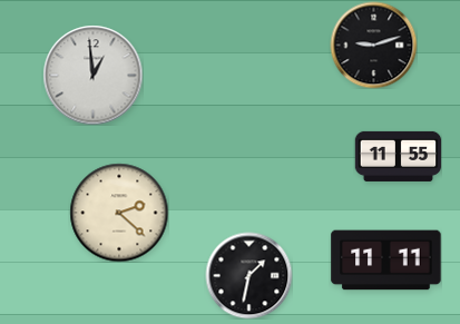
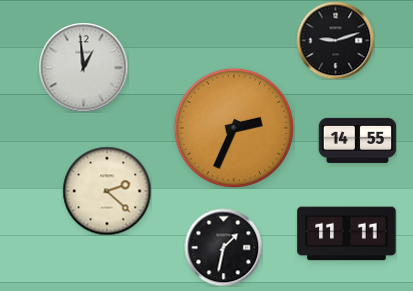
clock at (234, 128): none -> 2:34
clock at (398, 156): 11:55 -> 14:55
